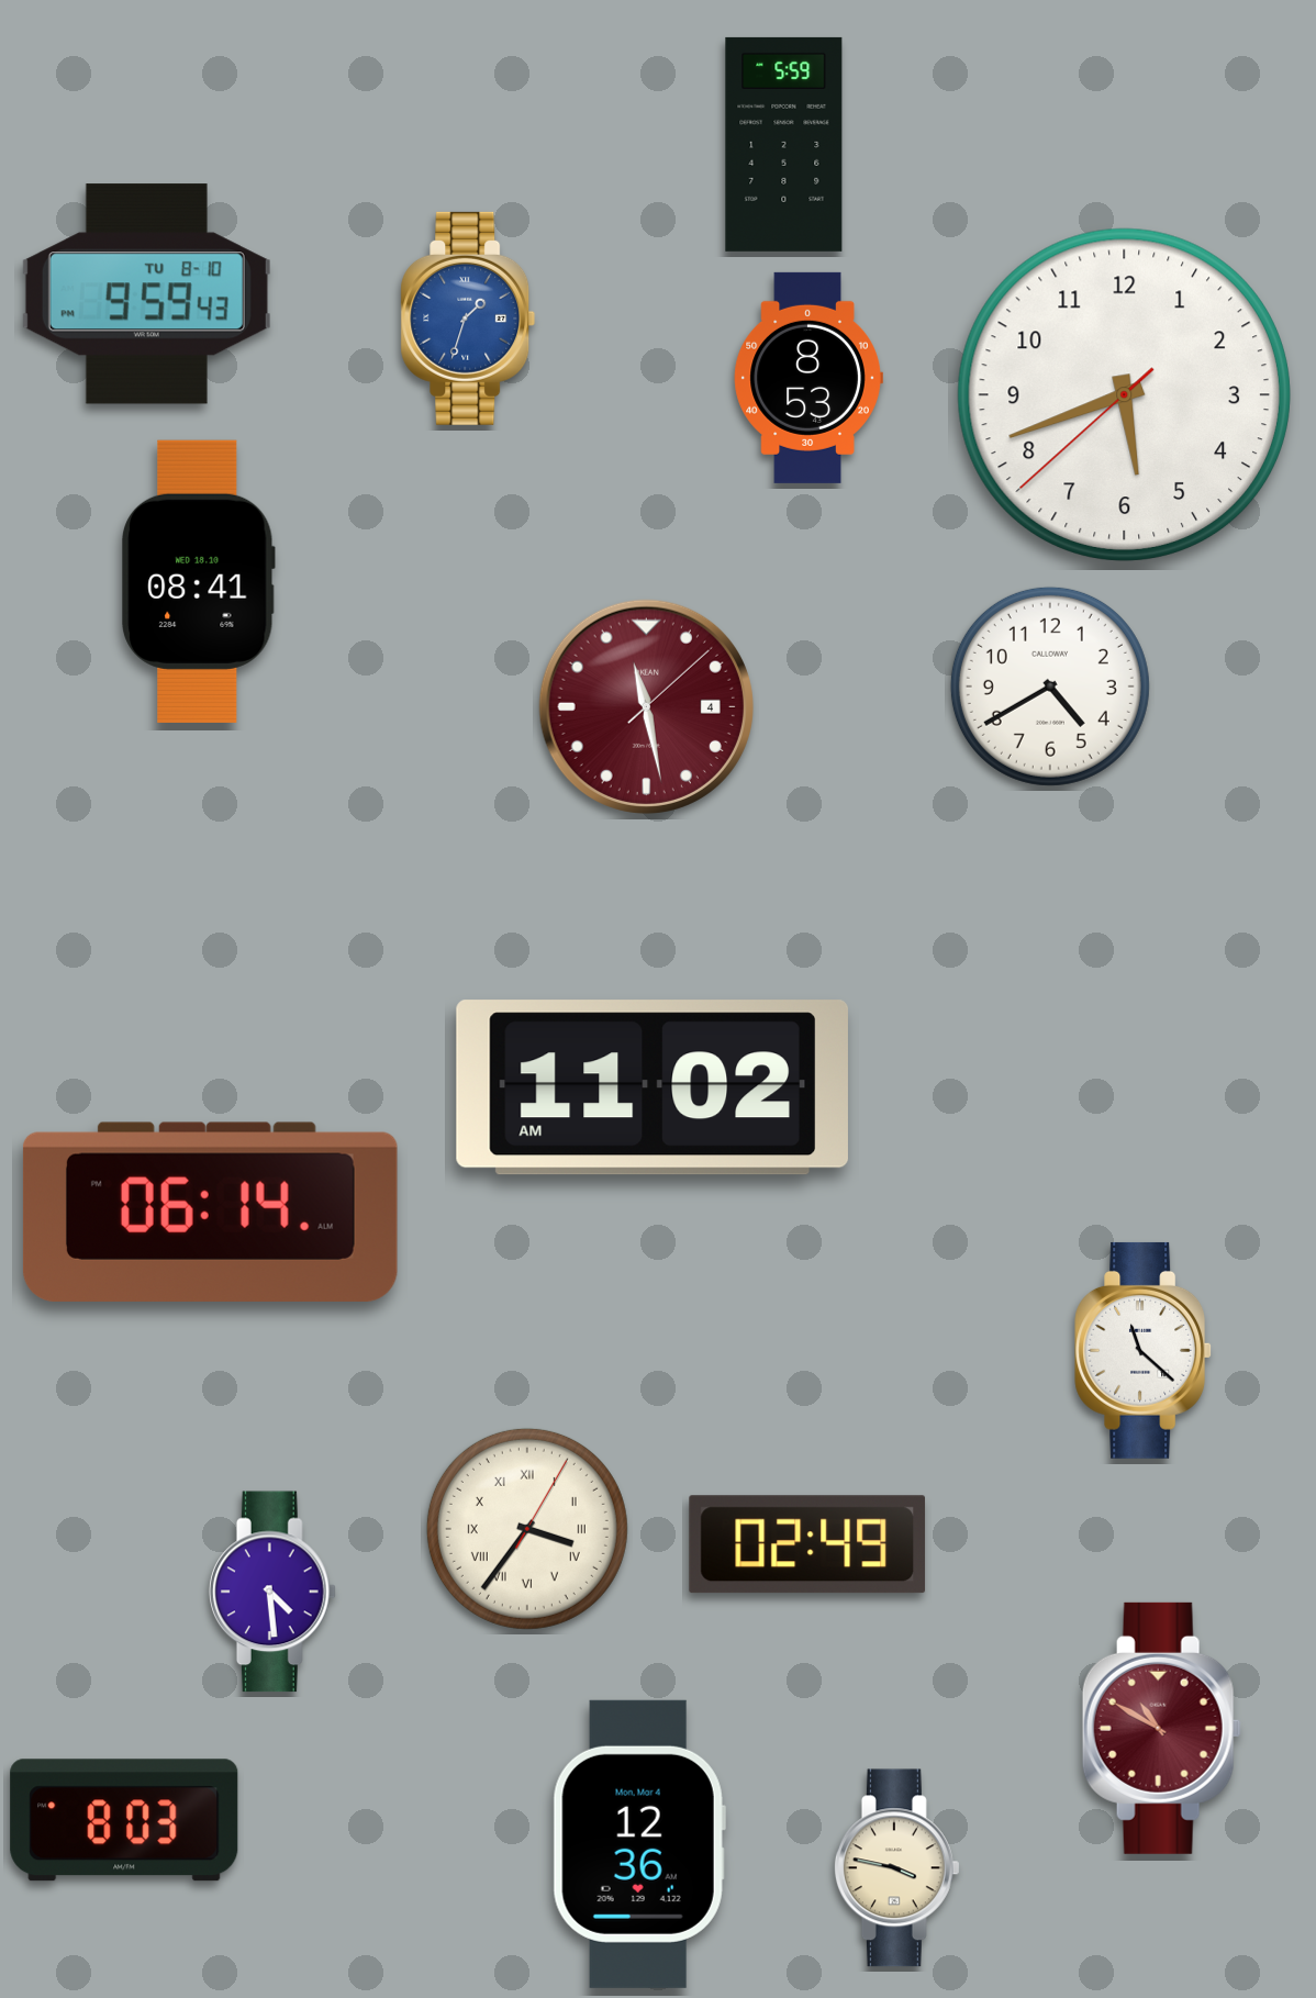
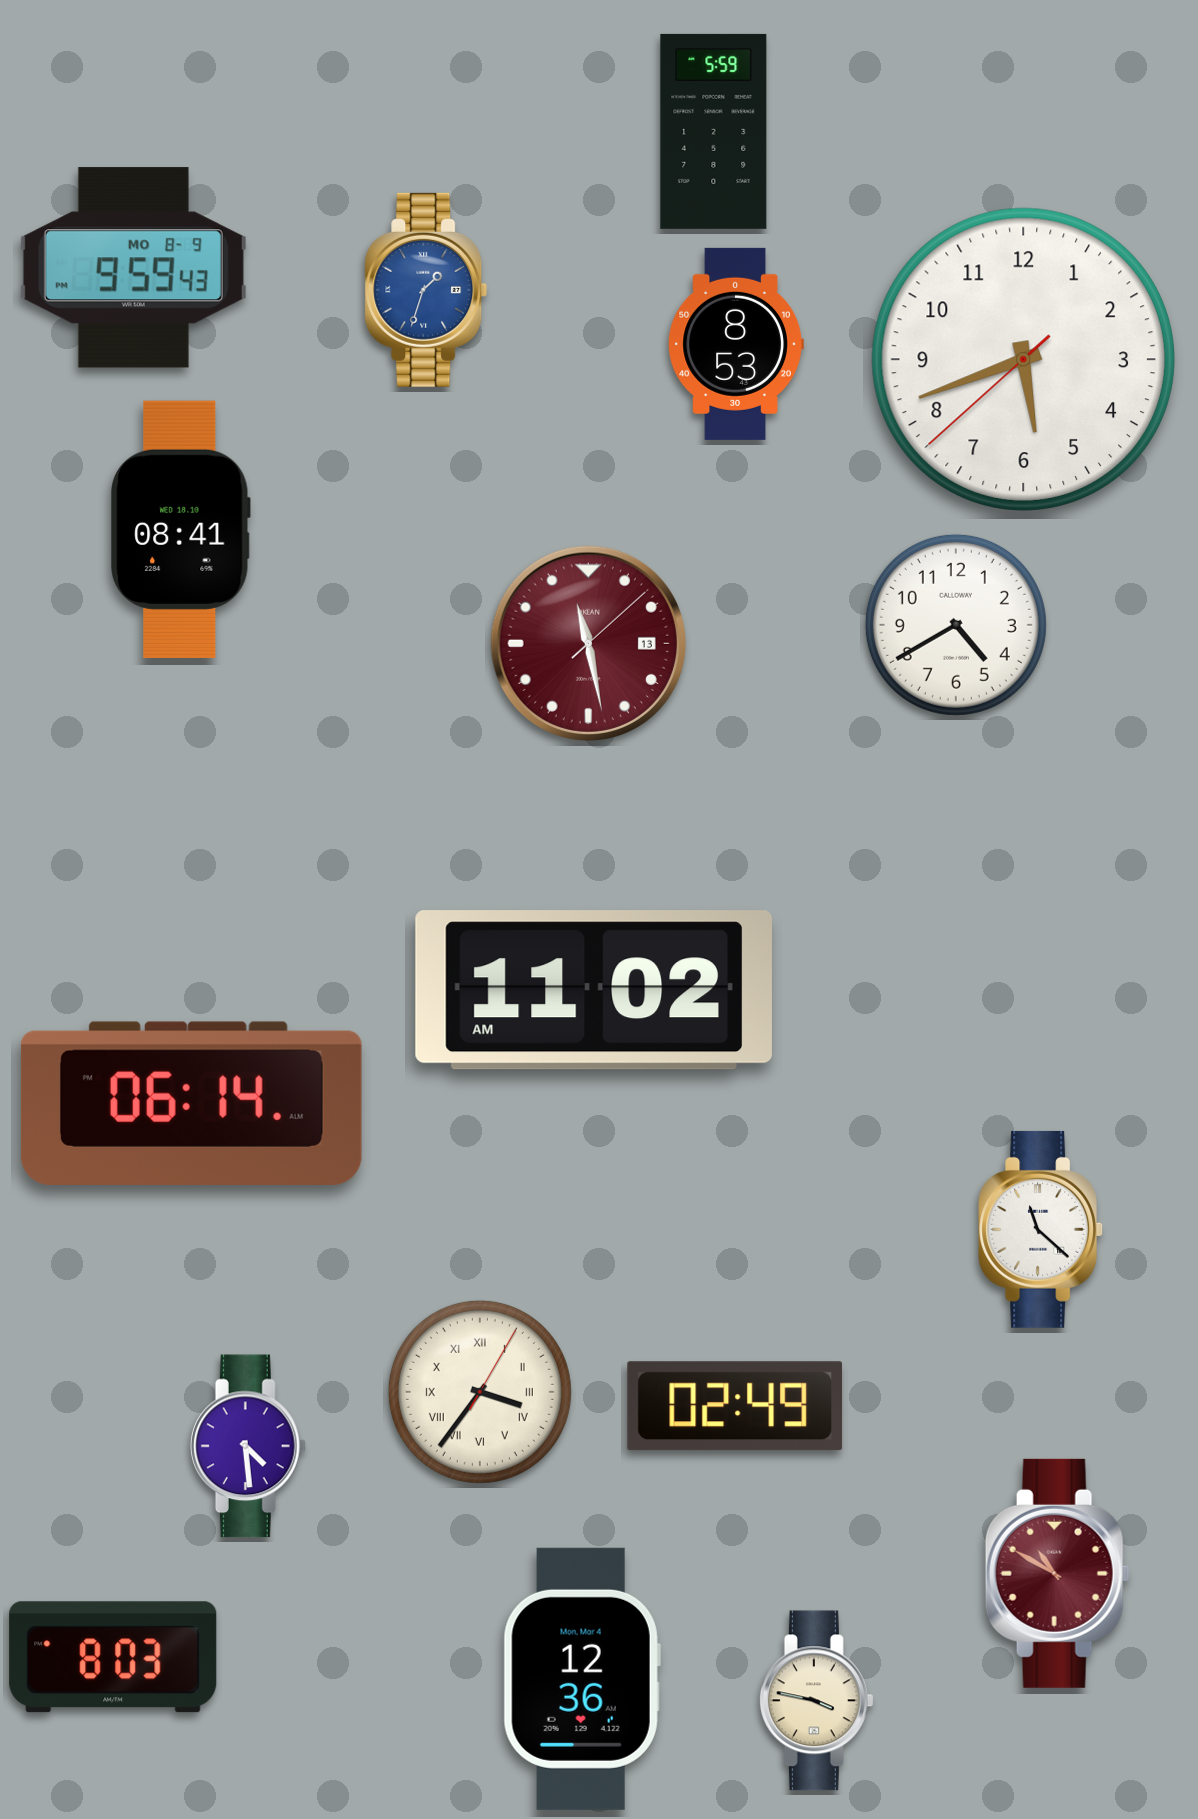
clock at (146, 294) date: TU 8-10 -> MO 8-9
clock at (646, 706) date: 4 -> 13
clock at (272, 1592) position: (272, 1592) -> (248, 1446)
